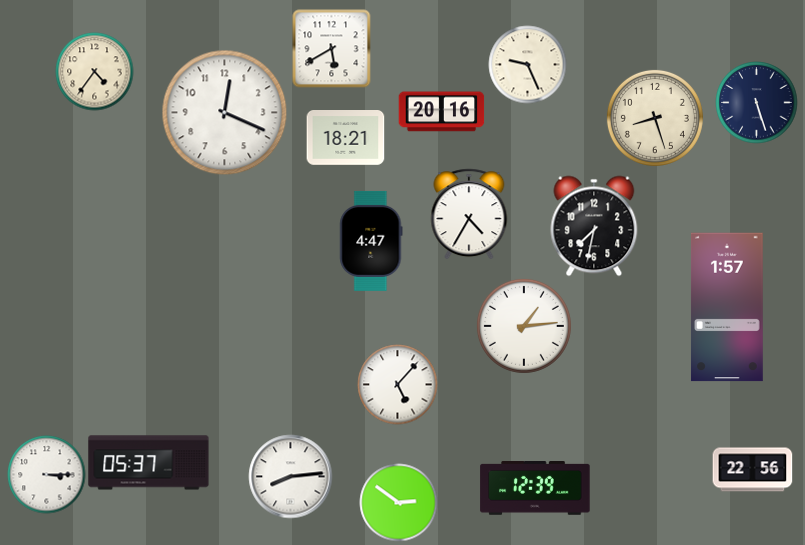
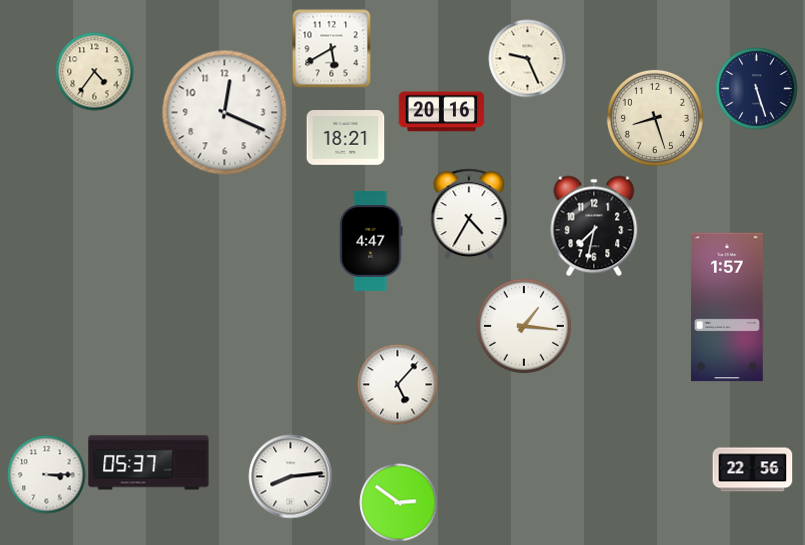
clock at (527, 64) position: (527, 64) -> (527, 58)
clock at (756, 102) position: (756, 102) -> (756, 88)
clock at (524, 326): 1:14 -> 1:16
clock at (535, 489): 12:39 -> none
